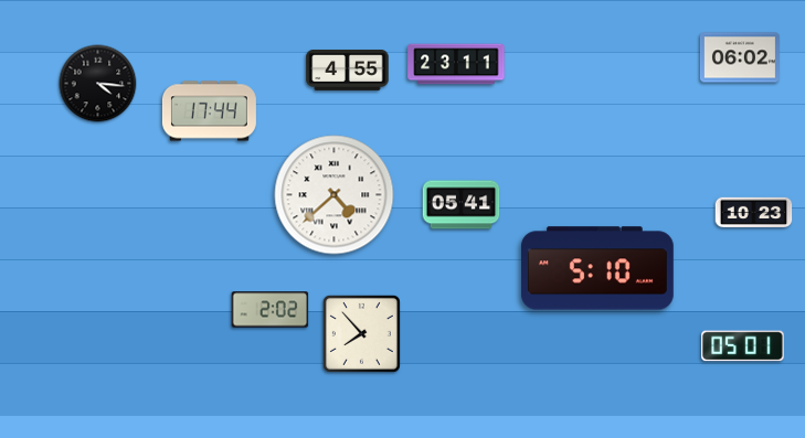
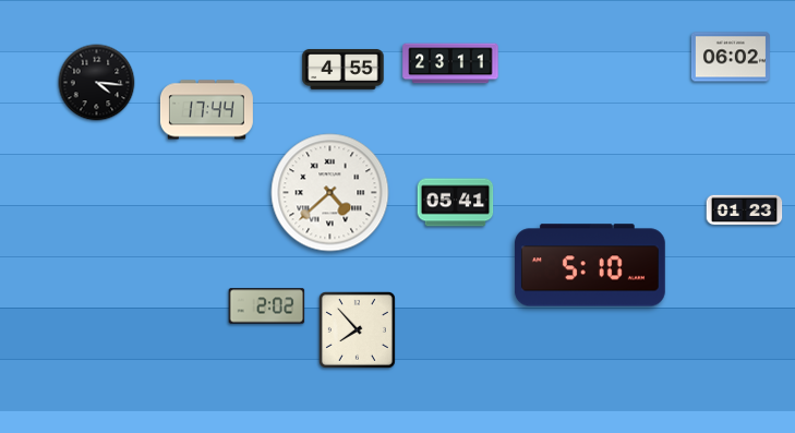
clock at (754, 213): 10:23 -> 01:23
clock at (743, 346): 05:01 -> none
